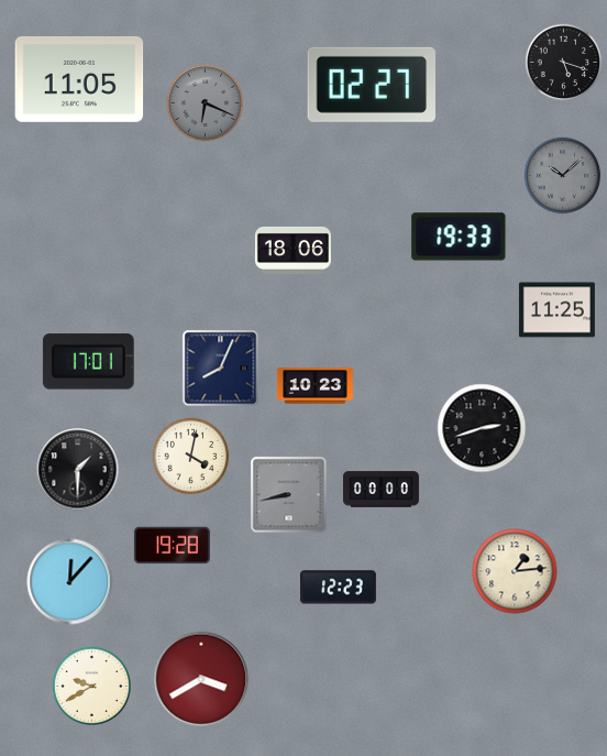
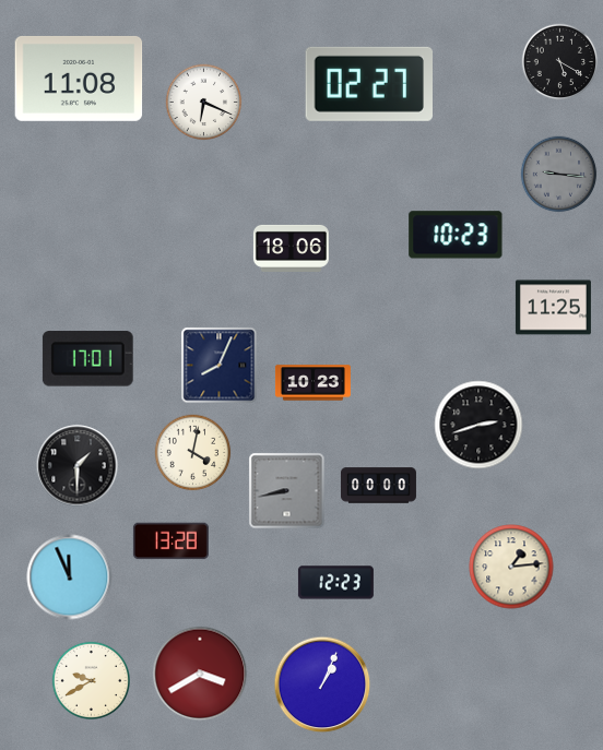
clock at (564, 63): 5:18 -> 5:20
clock at (79, 79): 11:05 -> 11:08
clock at (206, 103) dial: grey -> white
clock at (563, 176): 10:08 -> 9:16
clock at (459, 237): 19:33 -> 10:23
clock at (191, 457) position: (191, 457) -> (193, 453)
clock at (172, 546): 19:28 -> 13:28
clock at (70, 582): 12:07 -> 11:56
clock at (322, 684): none -> 1:04
